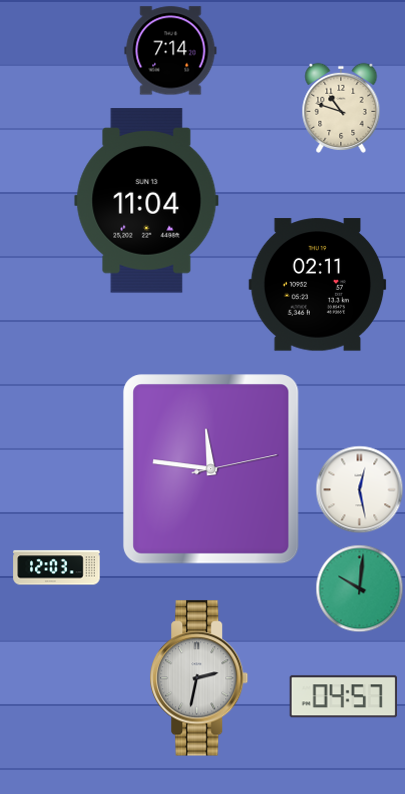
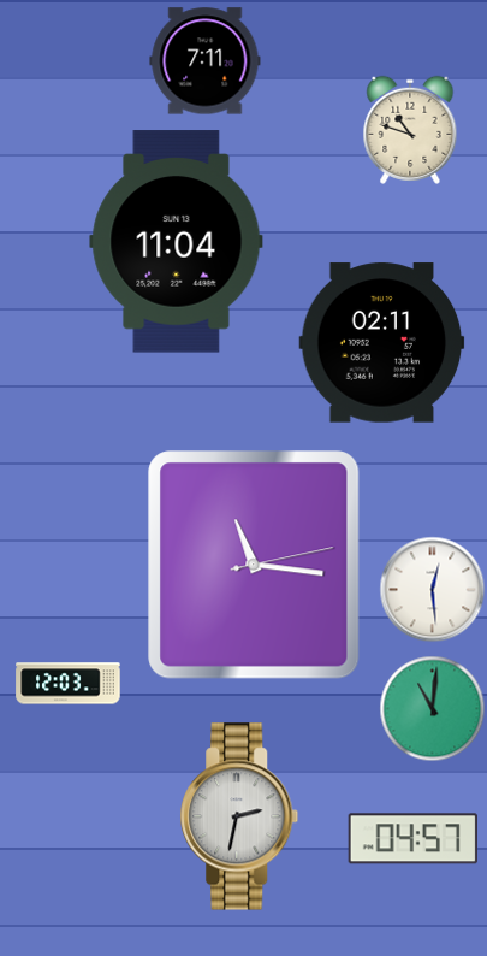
clock at (171, 51): 7:14 -> 7:11
clock at (211, 469): 11:46 -> 11:16
clock at (360, 490): 12:28 -> 12:29
clock at (360, 589): 10:01 -> 11:01
